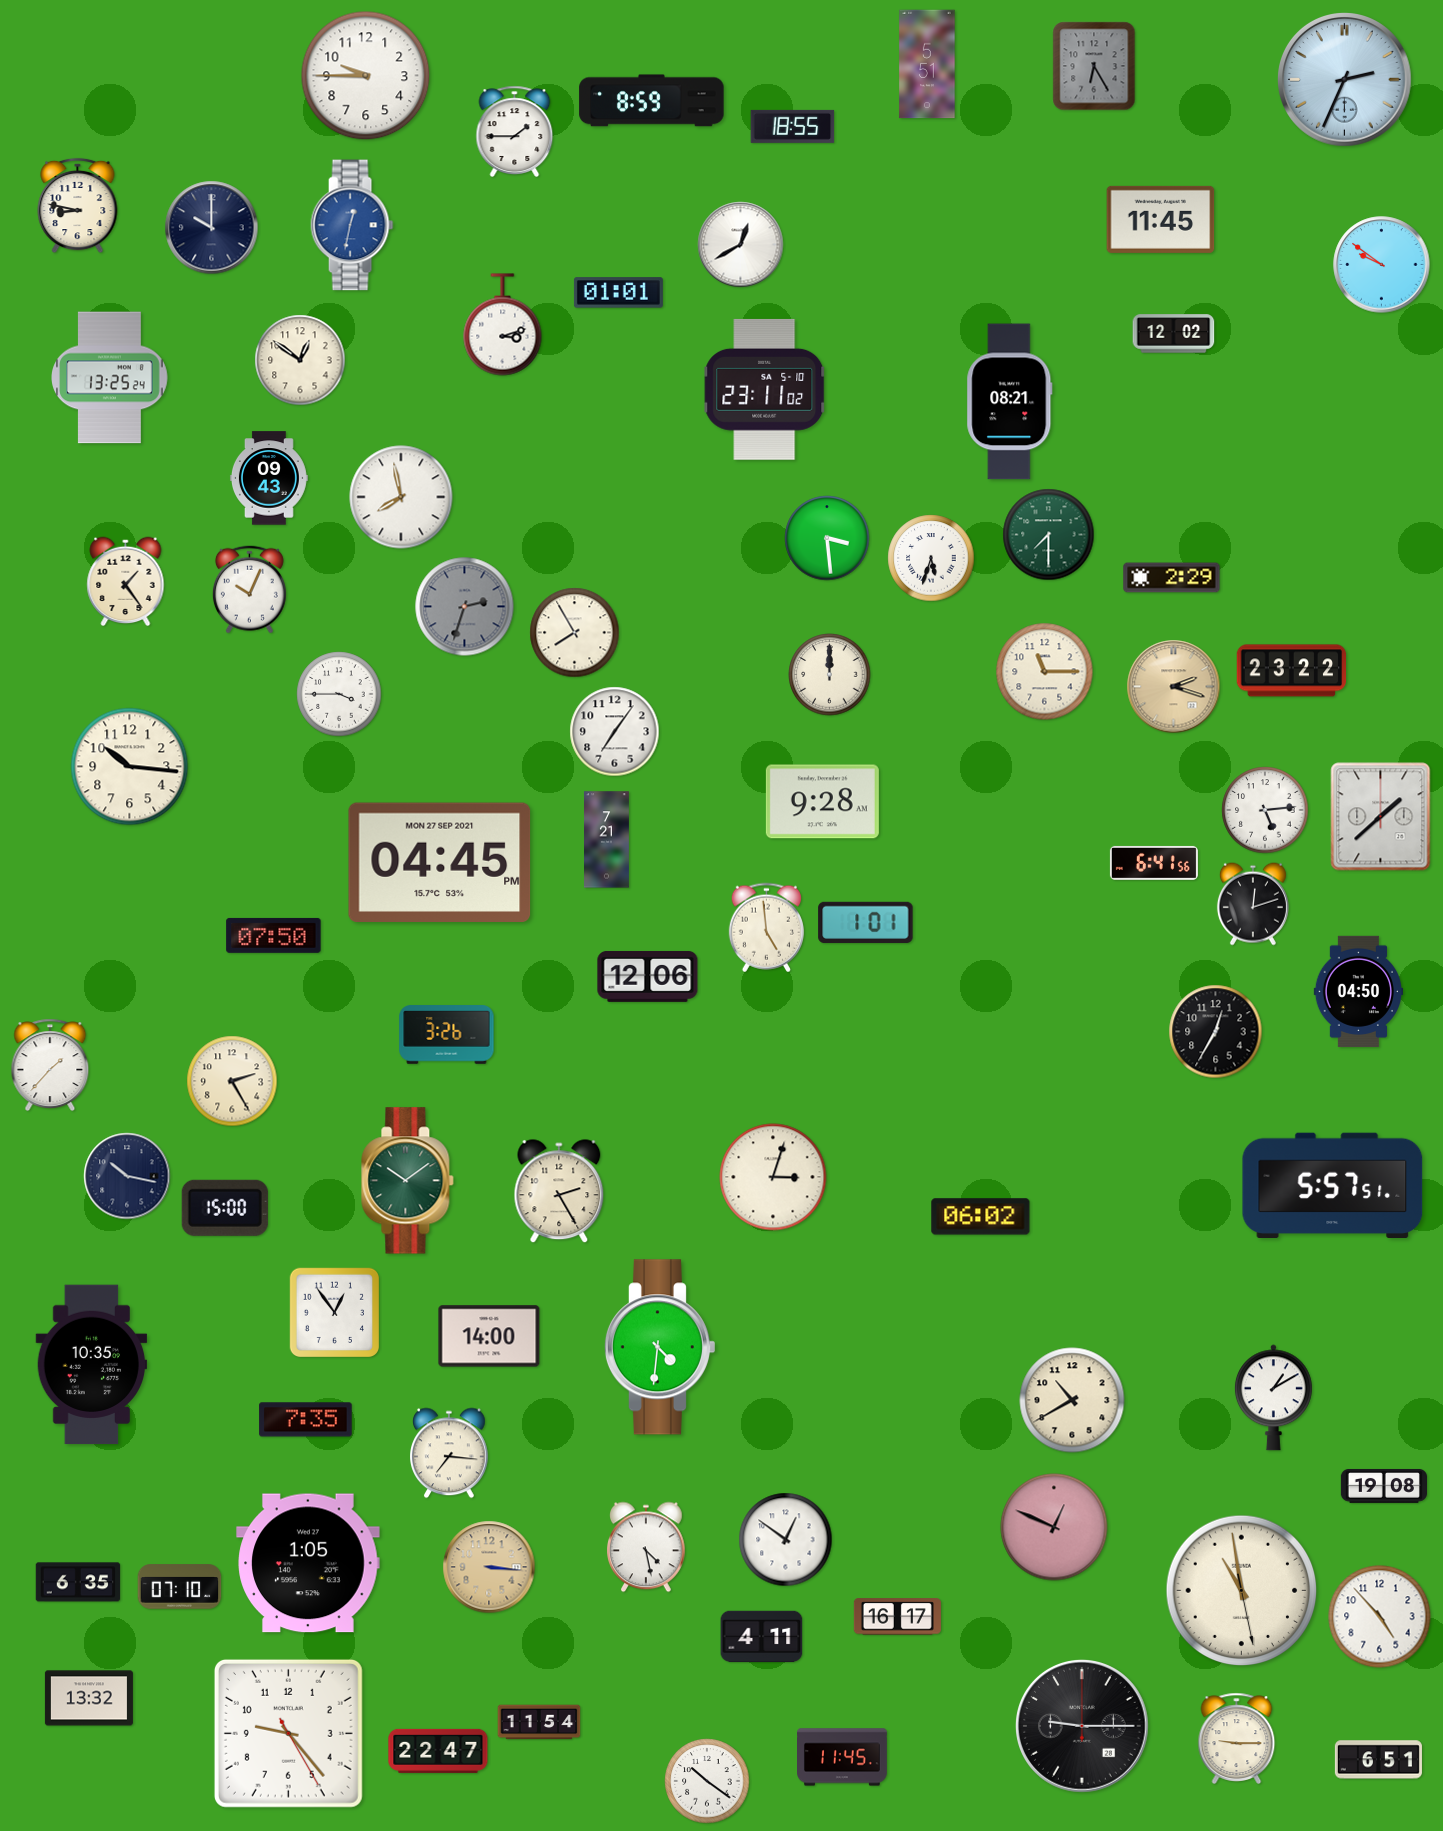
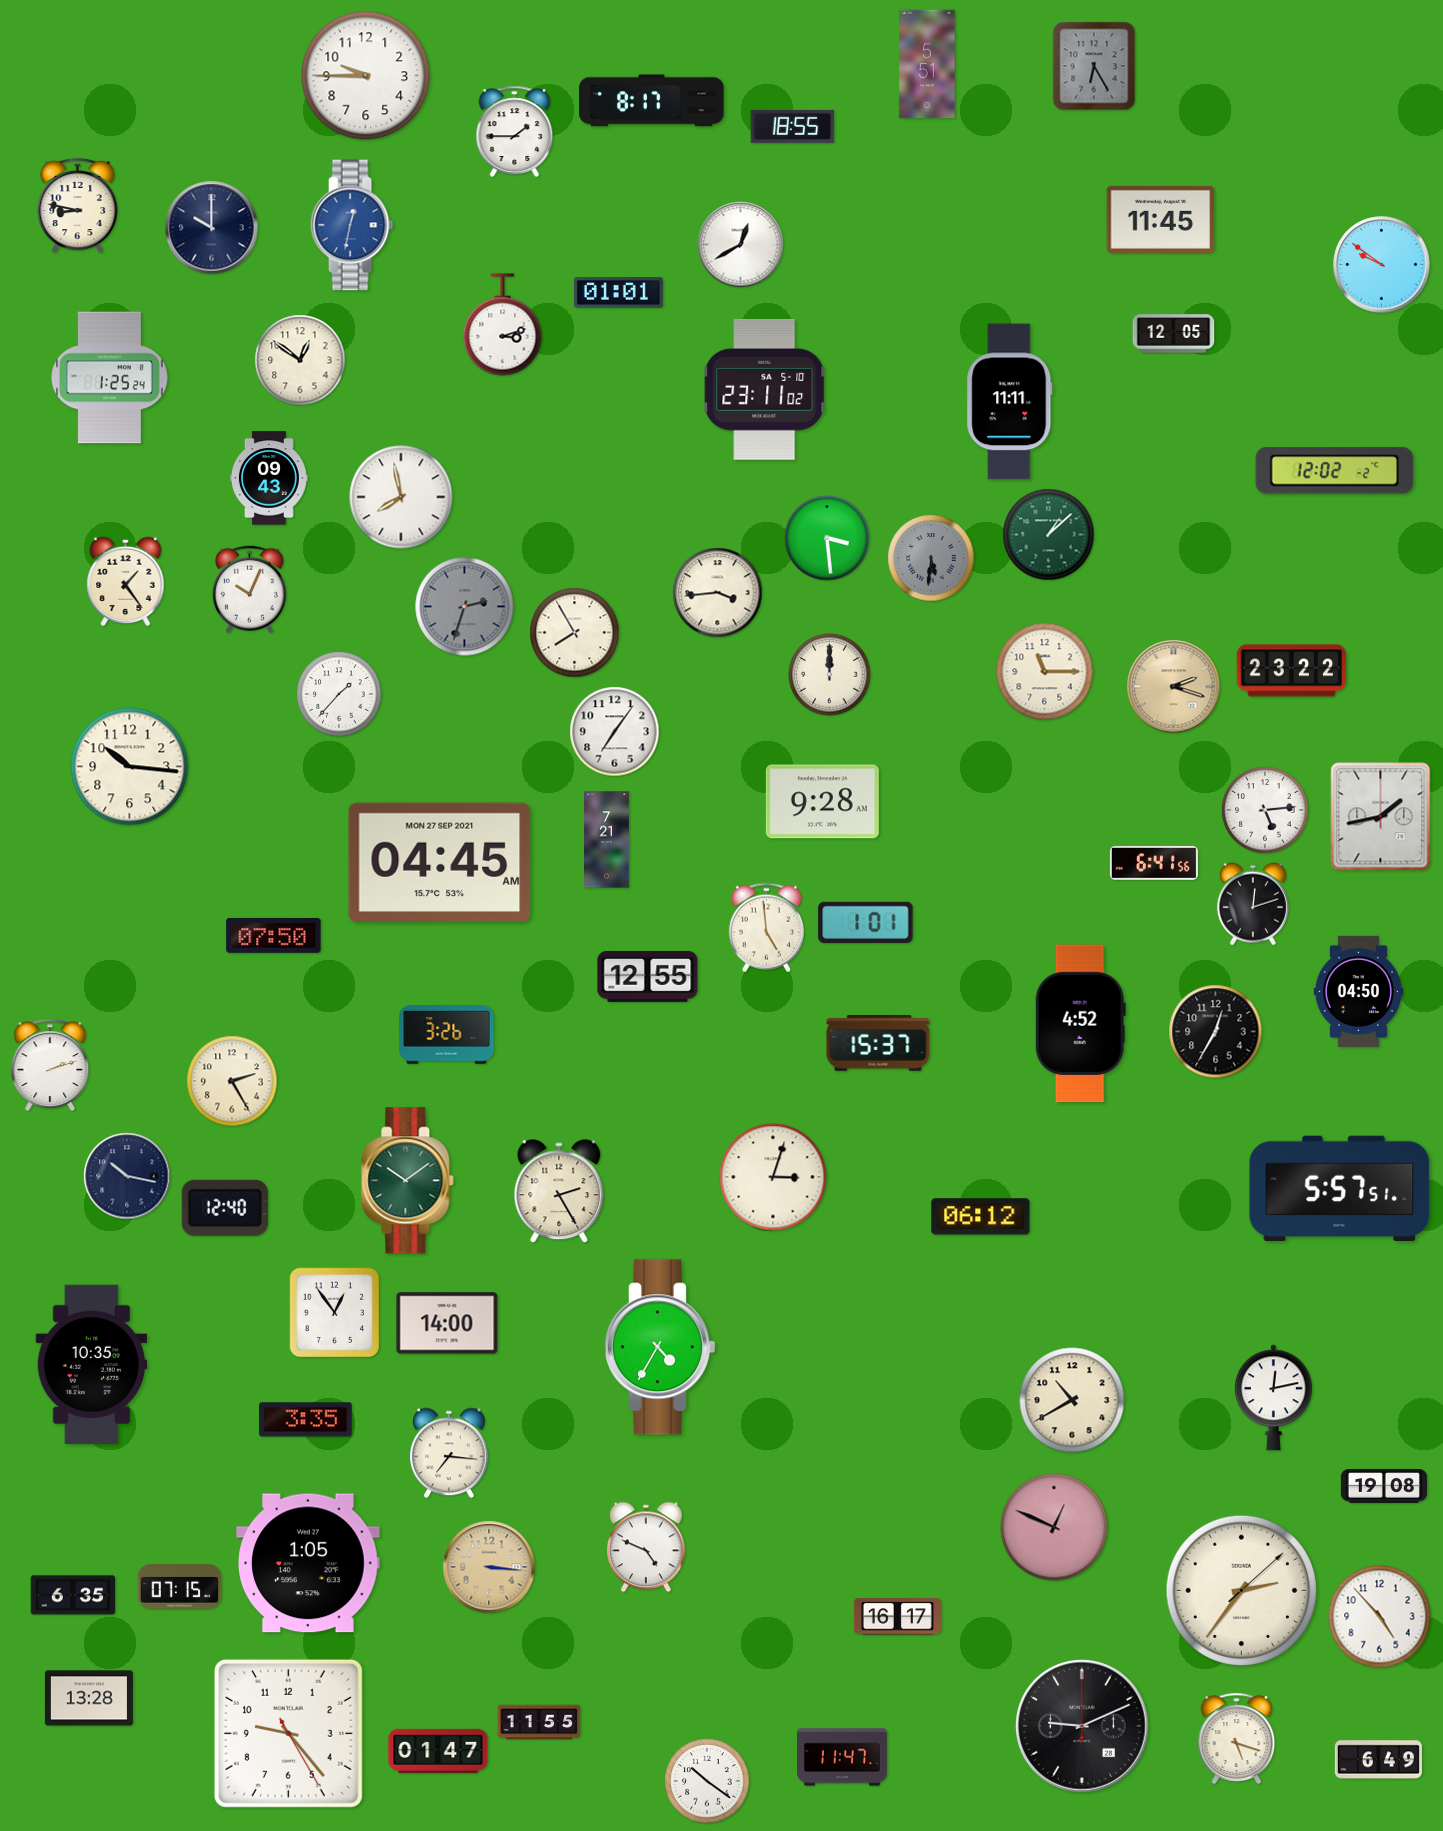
clock at (1345, 80): 2:34 -> none
clock at (652, 101): 8:59 -> 8:17
clock at (1174, 334): 12:02 -> 12:05
clock at (110, 378): 13:25 -> 1:25
clock at (1010, 402): 08:21 -> 11:11
clock at (1335, 471): none -> 12:02
clock at (1049, 535): 7:30 -> 1:08
clock at (931, 558): 5:33 -> 5:31
clock at (931, 558) dial: white -> grey
clock at (1172, 578): 2:29 -> none
clock at (718, 593): none -> 3:44
clock at (339, 694): 3:45 -> 1:37
clock at (1381, 817): 1:38 -> 1:43
clock at (440, 863): 04:45 PM -> 04:45 AM
clock at (648, 976): 12:06 -> 12:55
clock at (1080, 1024): none -> 4:52
clock at (878, 1044): none -> 15:37
clock at (50, 1065): 1:37 -> 2:12
clock at (1333, 1185) position: (1333, 1185) -> (1340, 1188)
clock at (225, 1208): 15:00 -> 12:40
clock at (981, 1217): 06:02 -> 06:12
clock at (489, 1336) position: (489, 1336) -> (447, 1323)
clock at (659, 1347): 4:31 -> 4:35
clock at (1273, 1398): 1:10 -> 12:13
clock at (306, 1420): 7:35 -> 3:35
clock at (786, 1540): 12:51 -> none
clock at (647, 1547): 4:28 -> 4:49
clock at (78, 1582) position: (78, 1582) -> (73, 1595)
clock at (180, 1587): 07:10 -> 07:15
clock at (1242, 1591): 10:58 -> 2:36
clock at (762, 1637): 4:11 -> none
clock at (89, 1698): 13:32 -> 13:28
clock at (539, 1722): 11:54 -> 11:55
clock at (1083, 1727): 9:15 -> 9:11
clock at (1237, 1738): 9:15 -> 5:18
clock at (438, 1751): 22:47 -> 01:47
clock at (843, 1757): 11:45 -> 11:47
clock at (1378, 1760): 6:51 -> 6:49
